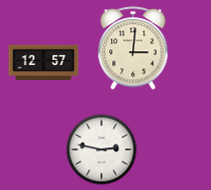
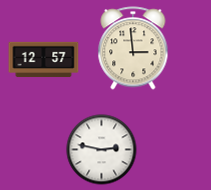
clock at (133, 48): 3:01 -> 2:59
clock at (44, 63) position: (44, 63) -> (44, 60)
